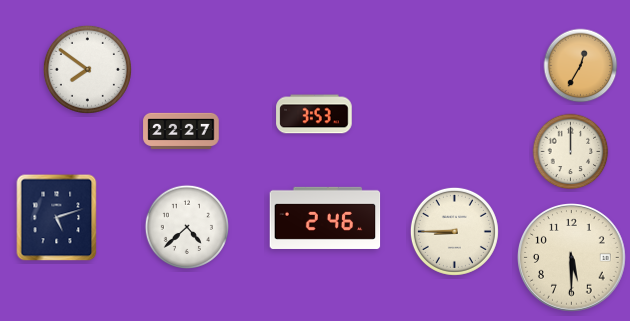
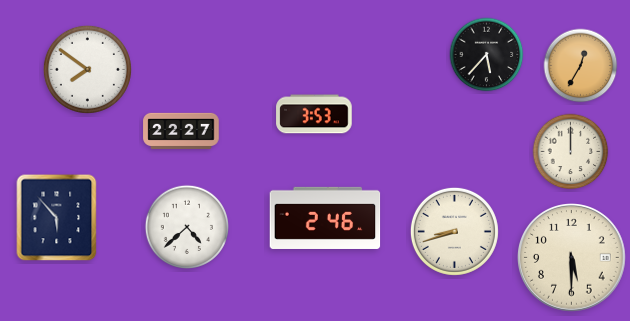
clock at (487, 55): none -> 5:37
clock at (57, 218): 5:12 -> 5:53
clock at (454, 231): 8:45 -> 8:42
